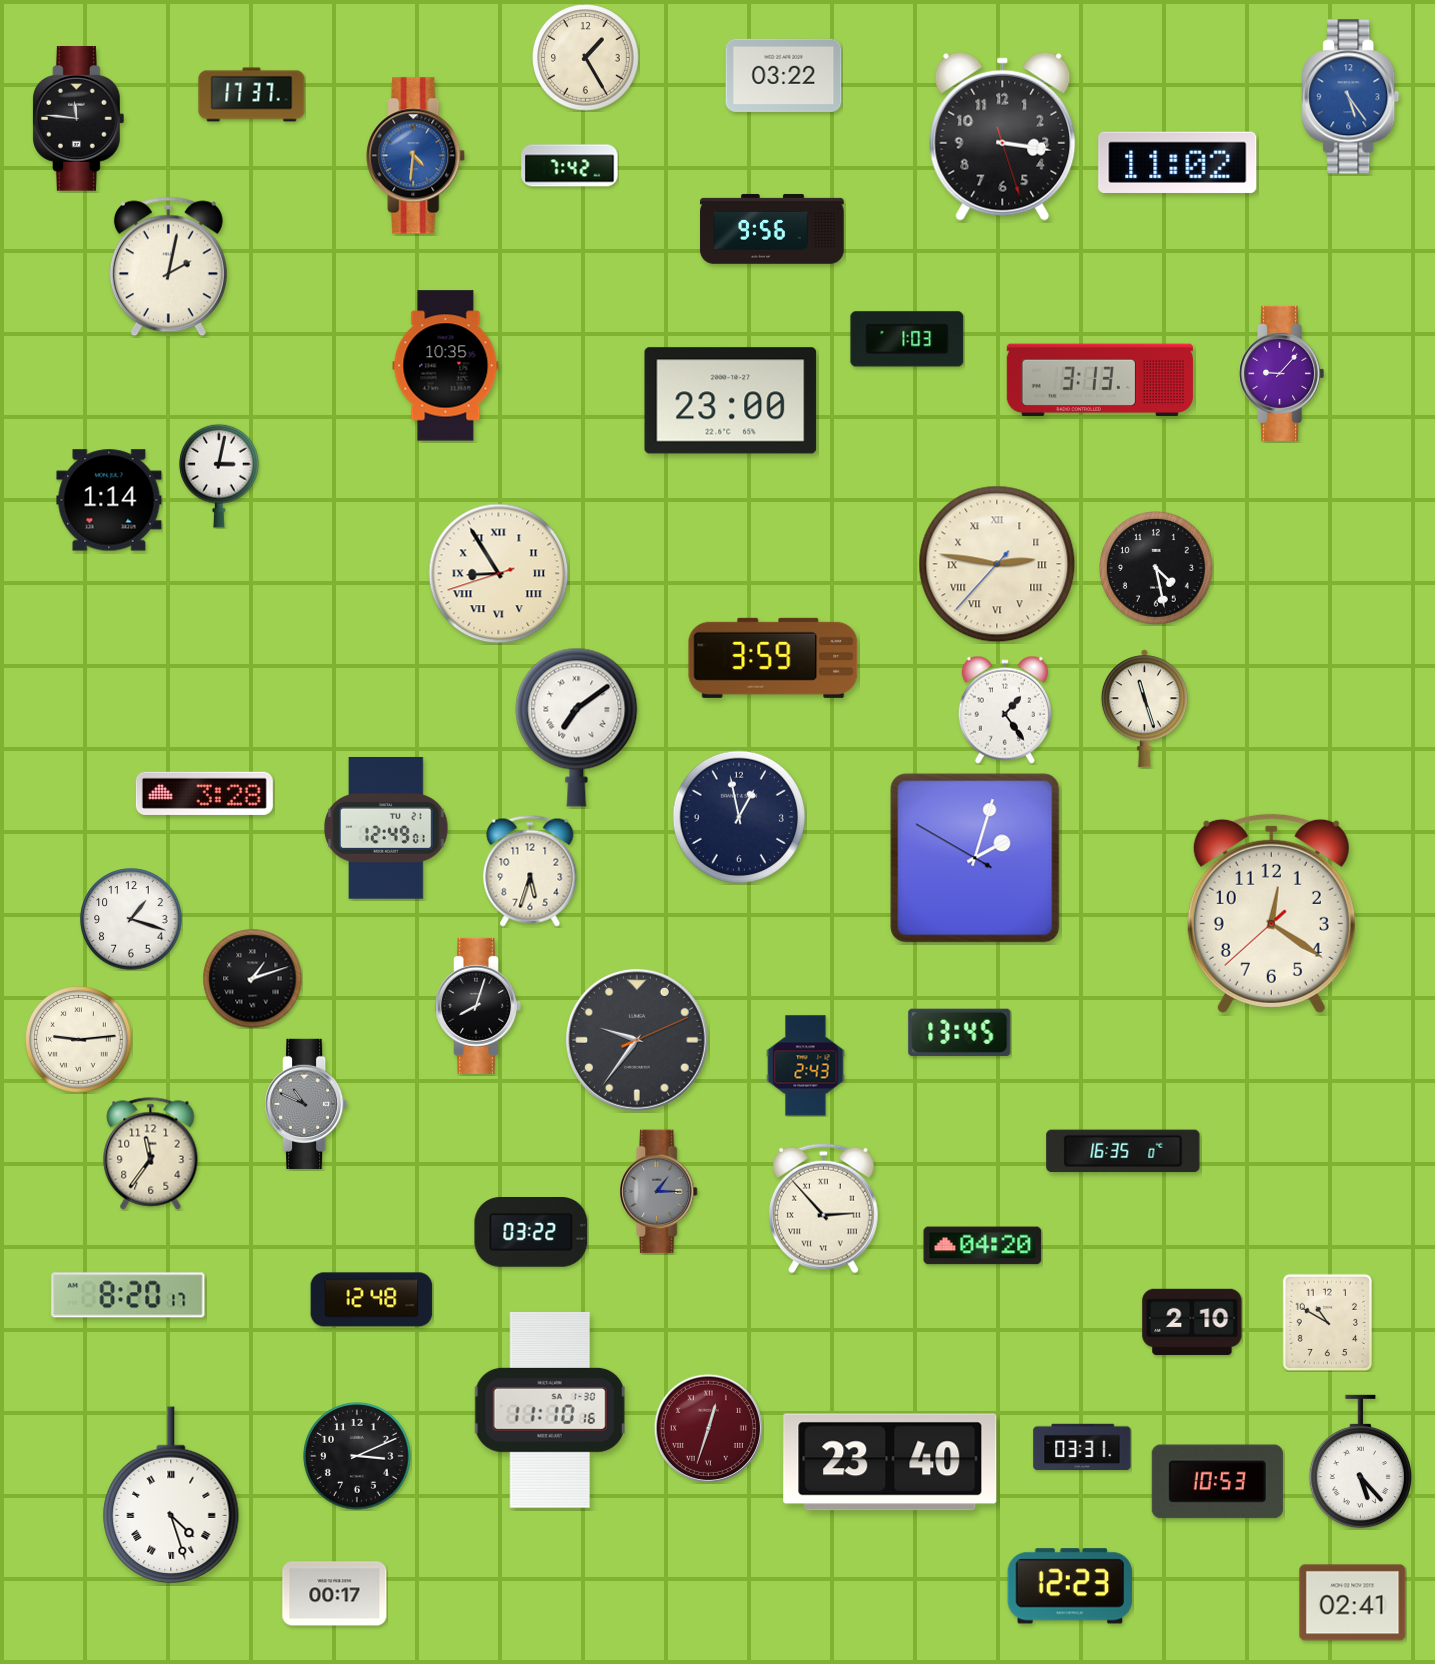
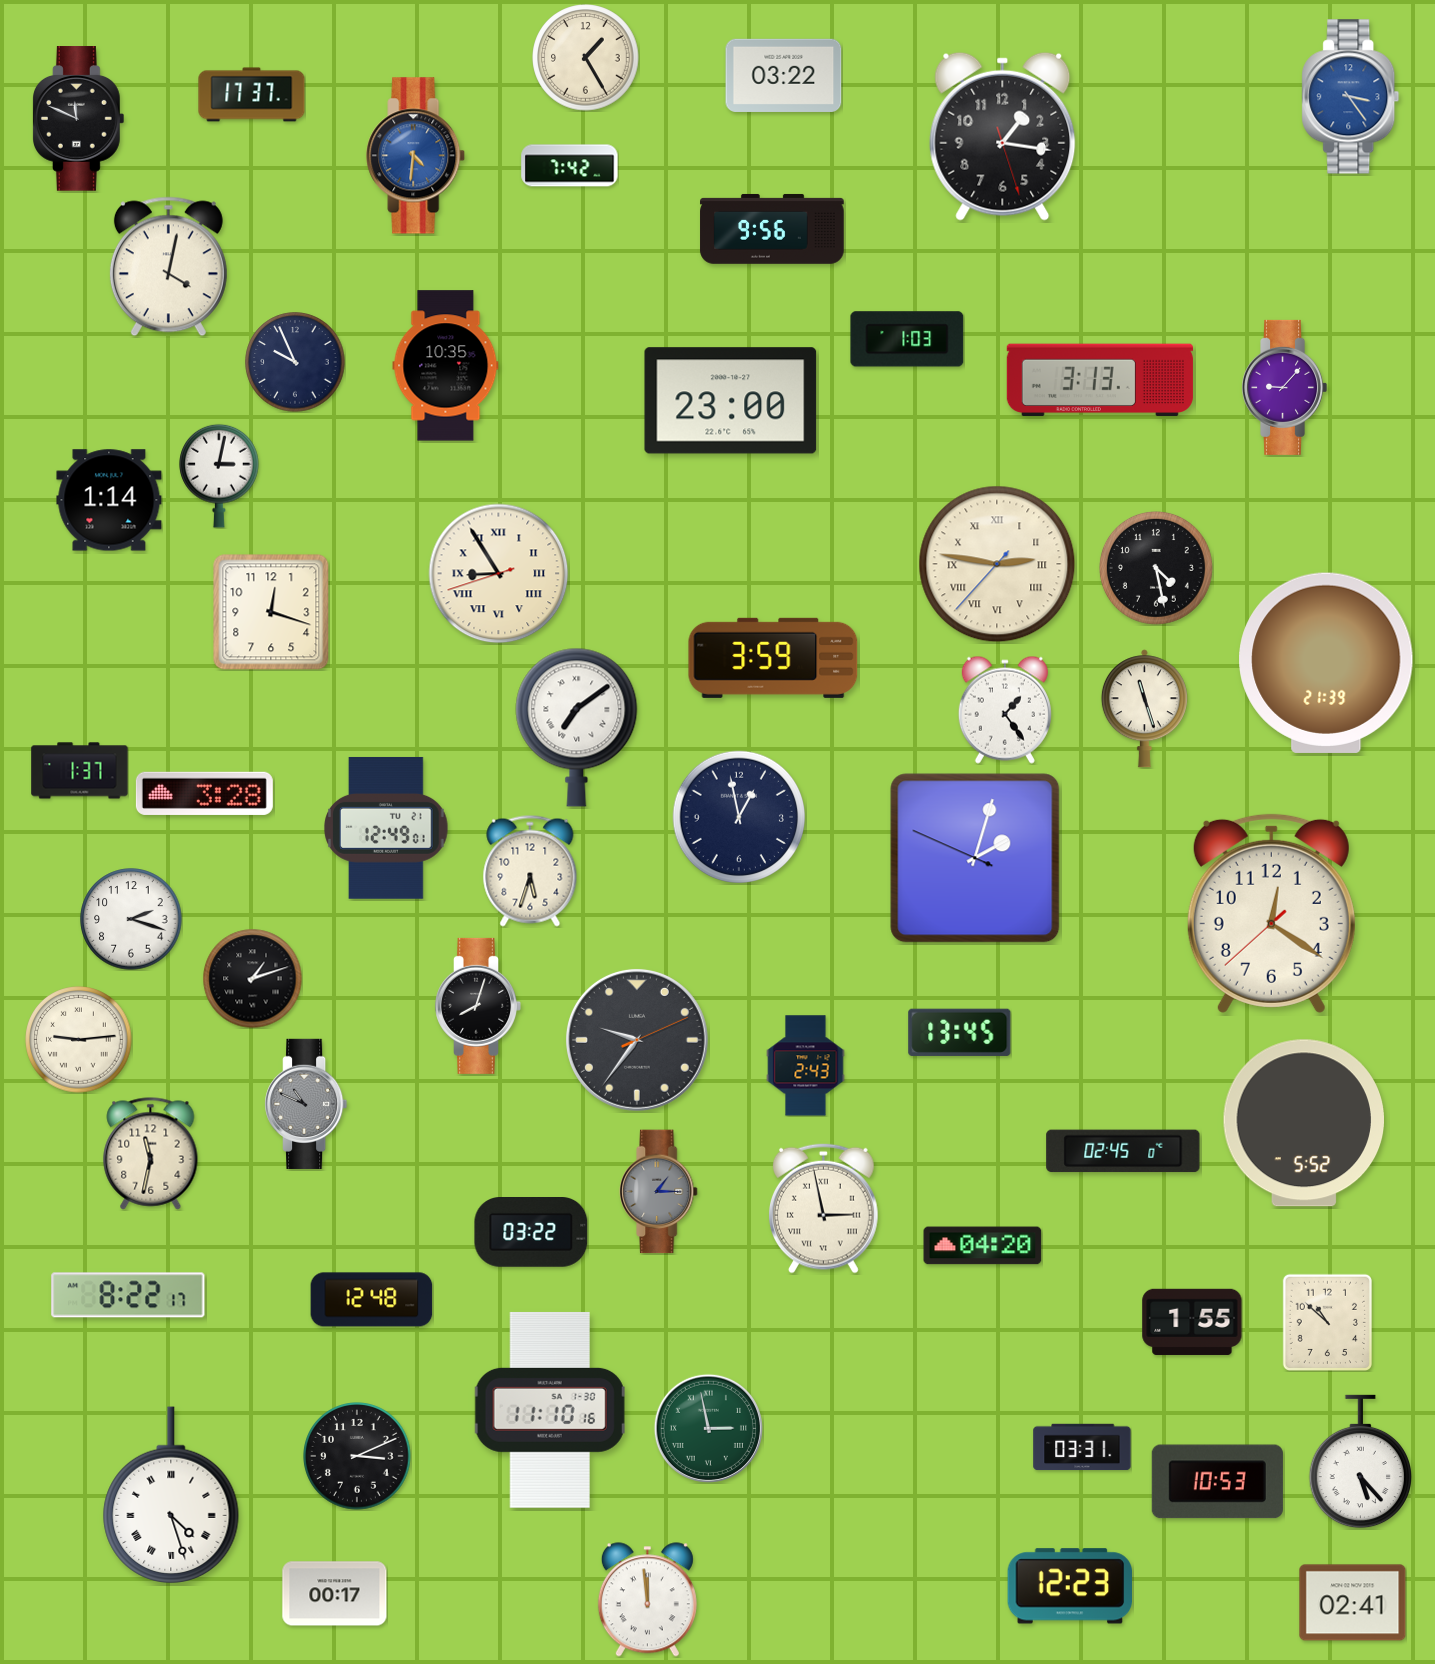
clock at (1351, 97): 5:24 -> 3:24
clock at (79, 119): 11:46 -> 11:49
clock at (1003, 136): 3:16 -> 1:16
clock at (1178, 162): 11:02 -> none
clock at (168, 267): 2:02 -> 4:02
clock at (295, 362): none -> 9:56
clock at (1282, 373) position: (1282, 373) -> (1285, 387)
clock at (271, 612): none -> 12:18
clock at (1326, 663): none -> 21:39
clock at (80, 771): none -> 1:37
clock at (975, 858): 2:02:50 -> 2:02:49
clock at (131, 919): 1:18 -> 2:18
clock at (1303, 1123): none -> 5:52
clock at (1123, 1151): 16:35 -> 02:45
clock at (151, 1154): 11:36 -> 11:32
clock at (824, 1208): 2:53 -> 2:58
clock at (128, 1295): 8:20 -> 8:22
clock at (1192, 1322): 2:10 -> 1:55
clock at (1327, 1322): 10:50 -> 10:52
clock at (708, 1428): 12:33 -> 2:58
clock at (708, 1428) dial: burgundy -> green
clock at (890, 1462): 23:40 -> none
clock at (647, 1600): none -> 11:59
